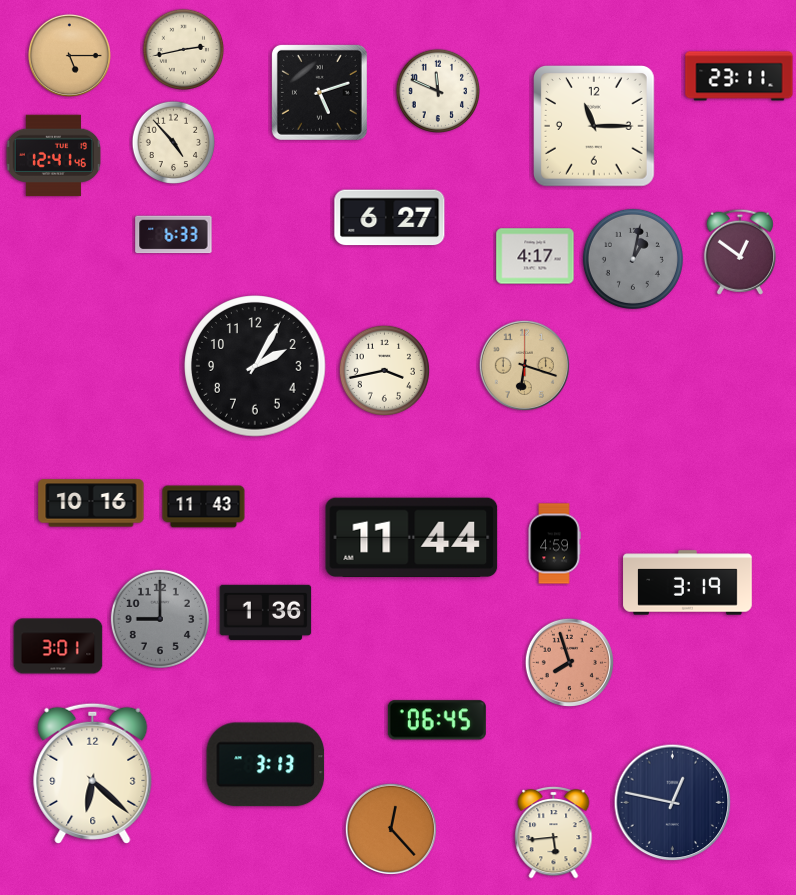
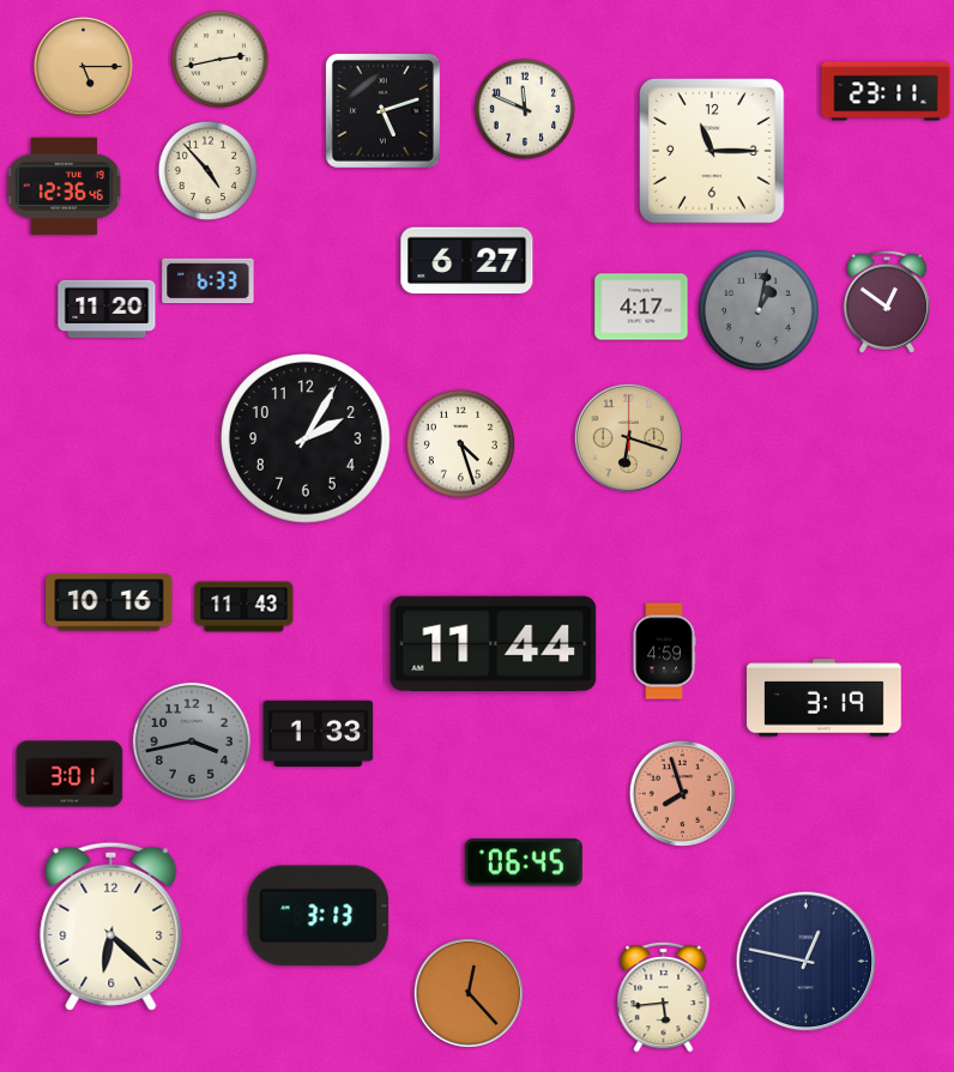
clock at (54, 156): 12:41 -> 12:36
clock at (107, 309): none -> 11:20
clock at (384, 370): 3:43 -> 4:27
clock at (266, 612): 1:36 -> 1:33
clock at (160, 619): 9:00 -> 3:43
